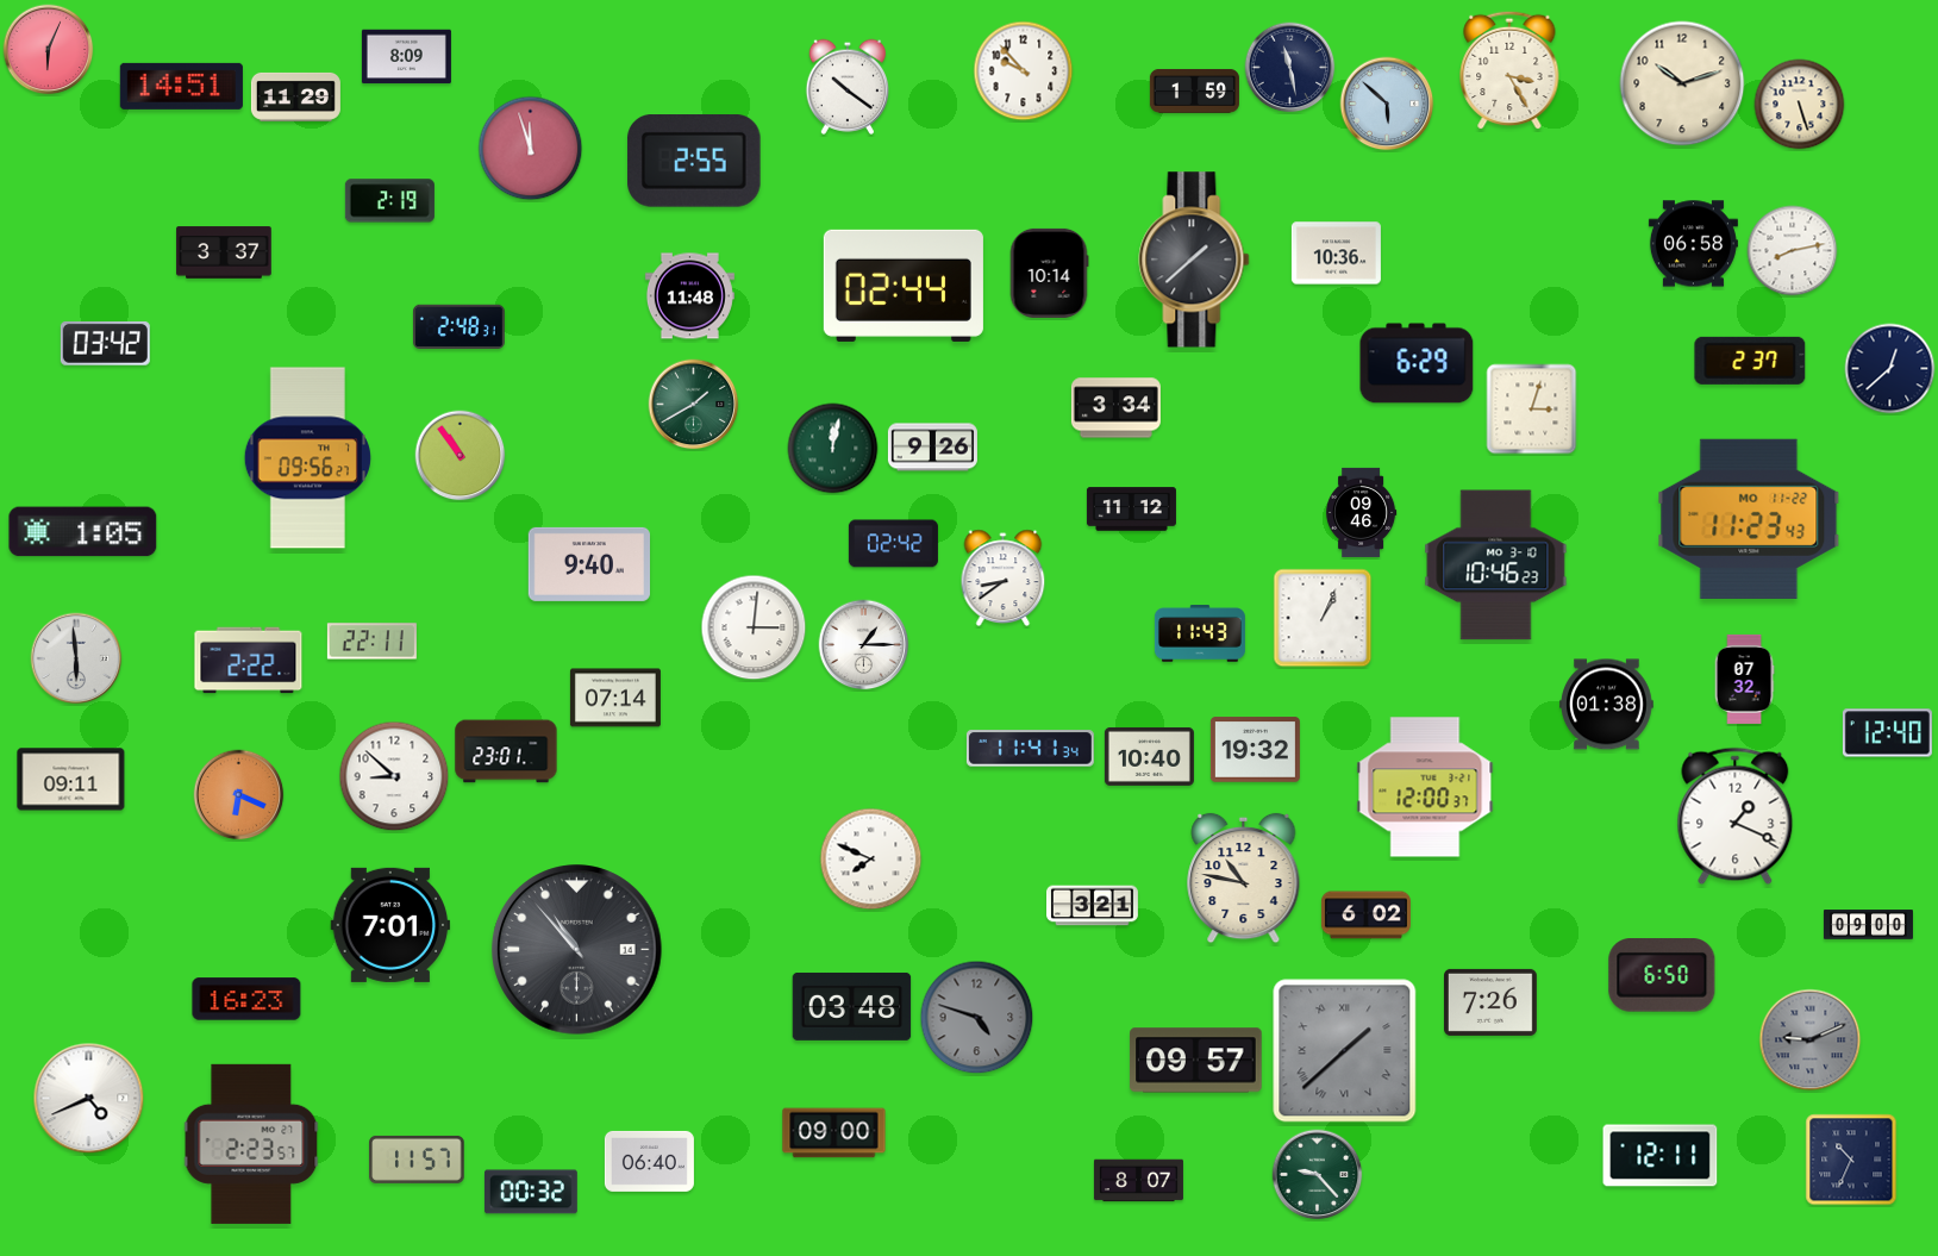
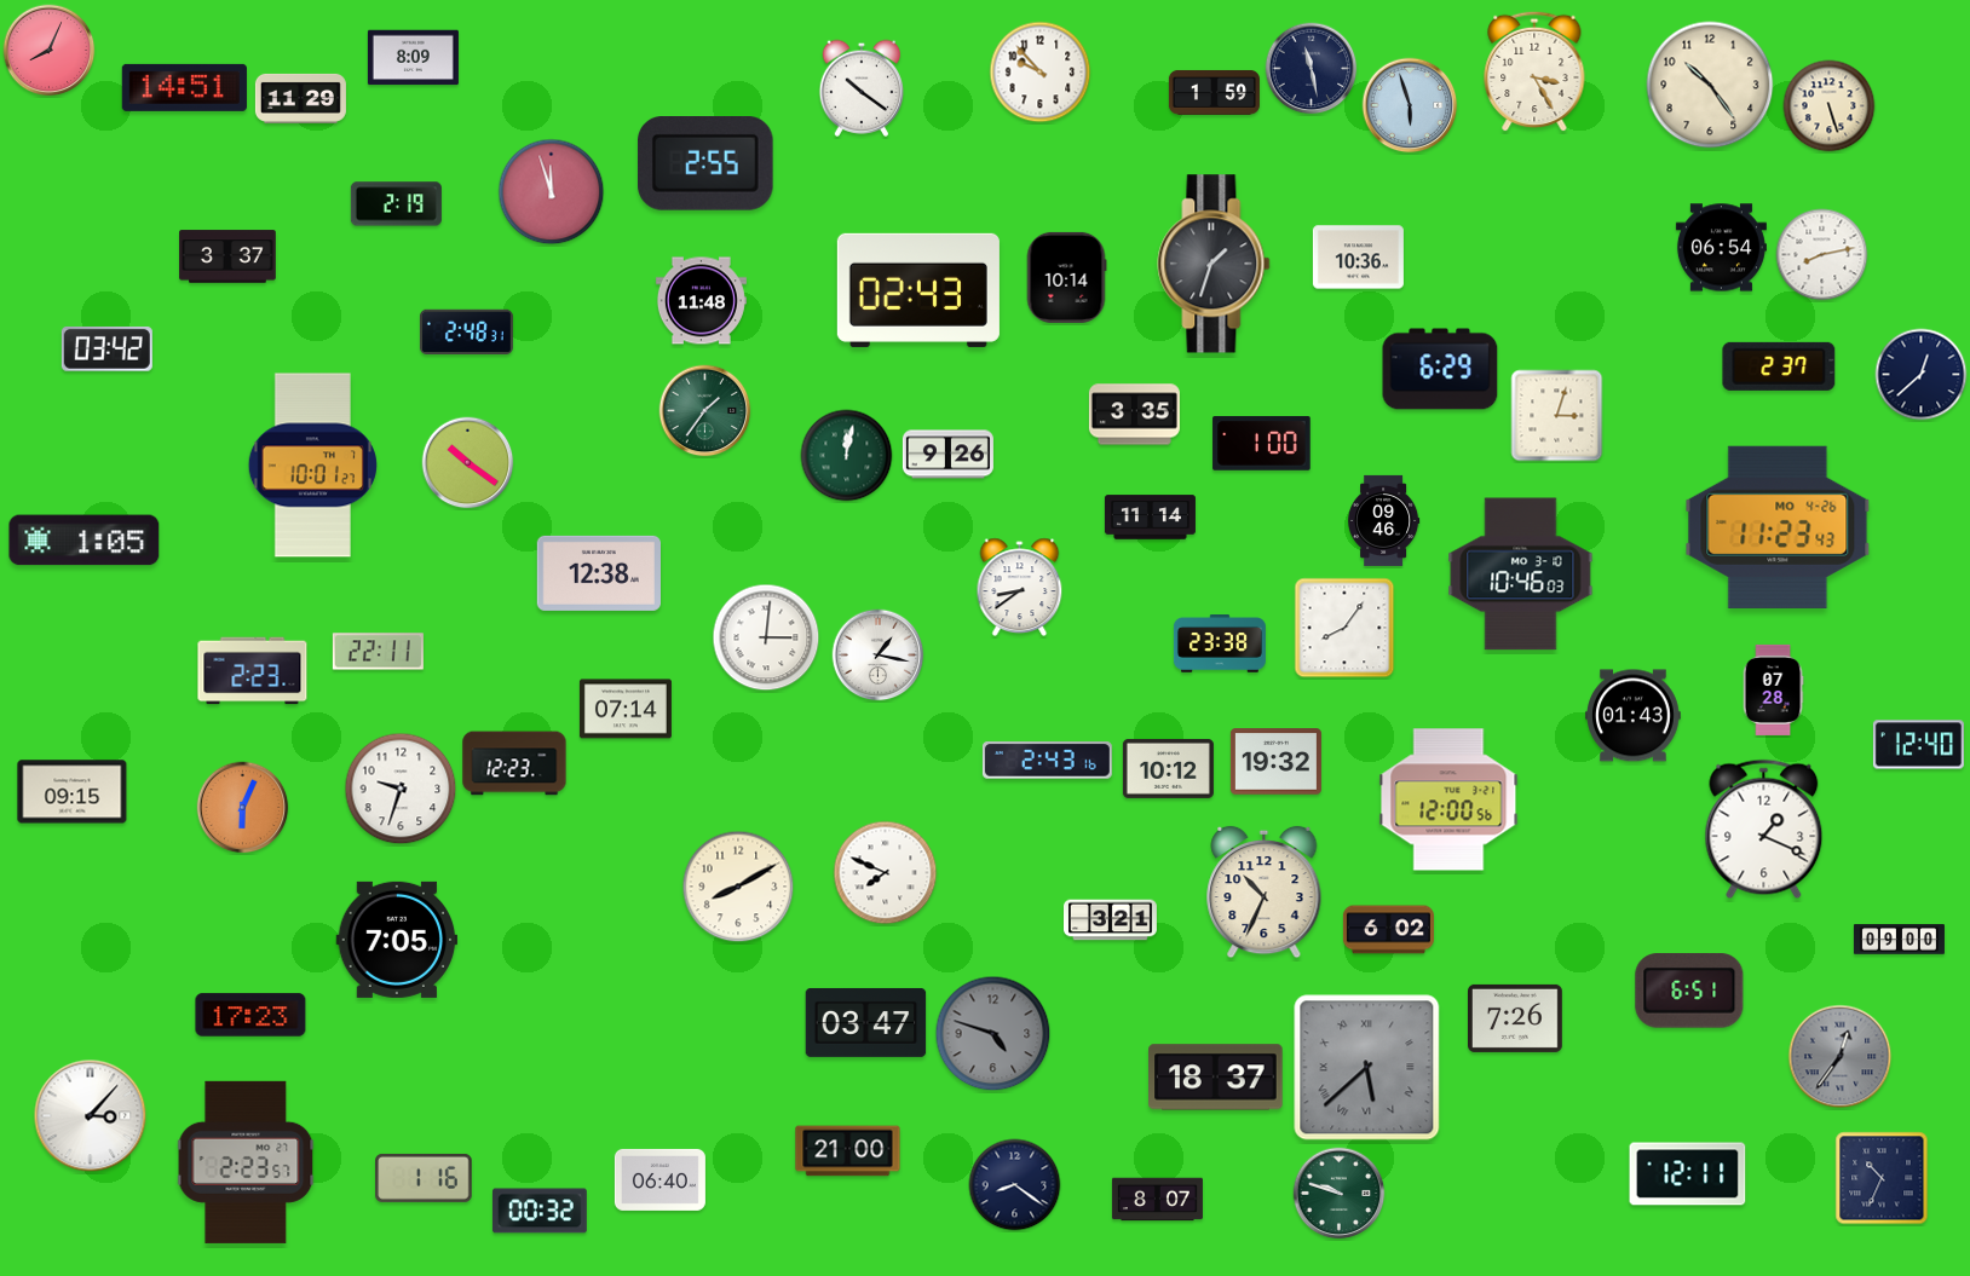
clock at (49, 50): 6:04 -> 8:04
clock at (1682, 83): 10:12 -> 10:24
clock at (1387, 104): 5:52 -> 5:57
clock at (531, 149) position: (531, 149) -> (552, 192)
clock at (1693, 244): 06:58 -> 06:54
clock at (1194, 260): 1:38 -> 1:33
clock at (904, 286): 02:44 -> 02:43
clock at (694, 405): 1:40 -> 1:36
clock at (1115, 408): 3:34 -> 3:35
clock at (1262, 444): none -> 1:00
clock at (461, 456): 10:54 -> 10:21
clock at (307, 458): 09:56 -> 10:01
clock at (1131, 510): 11:12 -> 11:14
clock at (1749, 519) date: MO 11-22 -> MO 4-26
clock at (893, 544): 02:42 -> none
clock at (588, 564): 9:40 -> 12:38
clock at (1496, 565): 10:46:23 -> 10:46:03
clock at (1323, 618): 1:04 -> 8:06
clock at (1200, 633): 11:43 -> 23:38
clock at (864, 645): 1:15 -> 1:17
clock at (76, 658): 5:59 -> none
clock at (249, 661): 2:22 -> 2:23
clock at (1744, 679): 07:32 -> 07:28
clock at (1607, 705): 01:38 -> 01:43
clock at (1030, 749): 11:41 -> 2:43
clock at (506, 751): 23:01 -> 12:23
clock at (1149, 756): 10:40 -> 10:12
clock at (394, 776): 8:52 -> 9:33
clock at (71, 780): 09:11 -> 09:15
clock at (1425, 787): 12:00:37 -> 12:00:56
clock at (239, 795): 6:19 -> 6:04
clock at (738, 887): none -> 8:10
clock at (1244, 879): 10:47 -> 10:34
clock at (390, 925): 7:01 -> 7:05
clock at (577, 950): 10:53 -> none
clock at (1662, 975): 6:50 -> 6:51
clock at (246, 999): 16:23 -> 17:23
clock at (852, 1006): 03:48 -> 03:47
clock at (1811, 1041): 9:11 -> 12:36
clock at (1345, 1051): 1:38 -> 5:38
clock at (1196, 1061): 09:57 -> 18:37
clock at (89, 1099): 4:41 -> 3:07
clock at (834, 1133): 09:00 -> 21:00
clock at (251, 1144) position: (251, 1144) -> (246, 1162)
clock at (417, 1160): 11:57 -> 1:16
clock at (1015, 1185): none -> 8:21
clock at (1318, 1175): 9:23 -> 9:48
